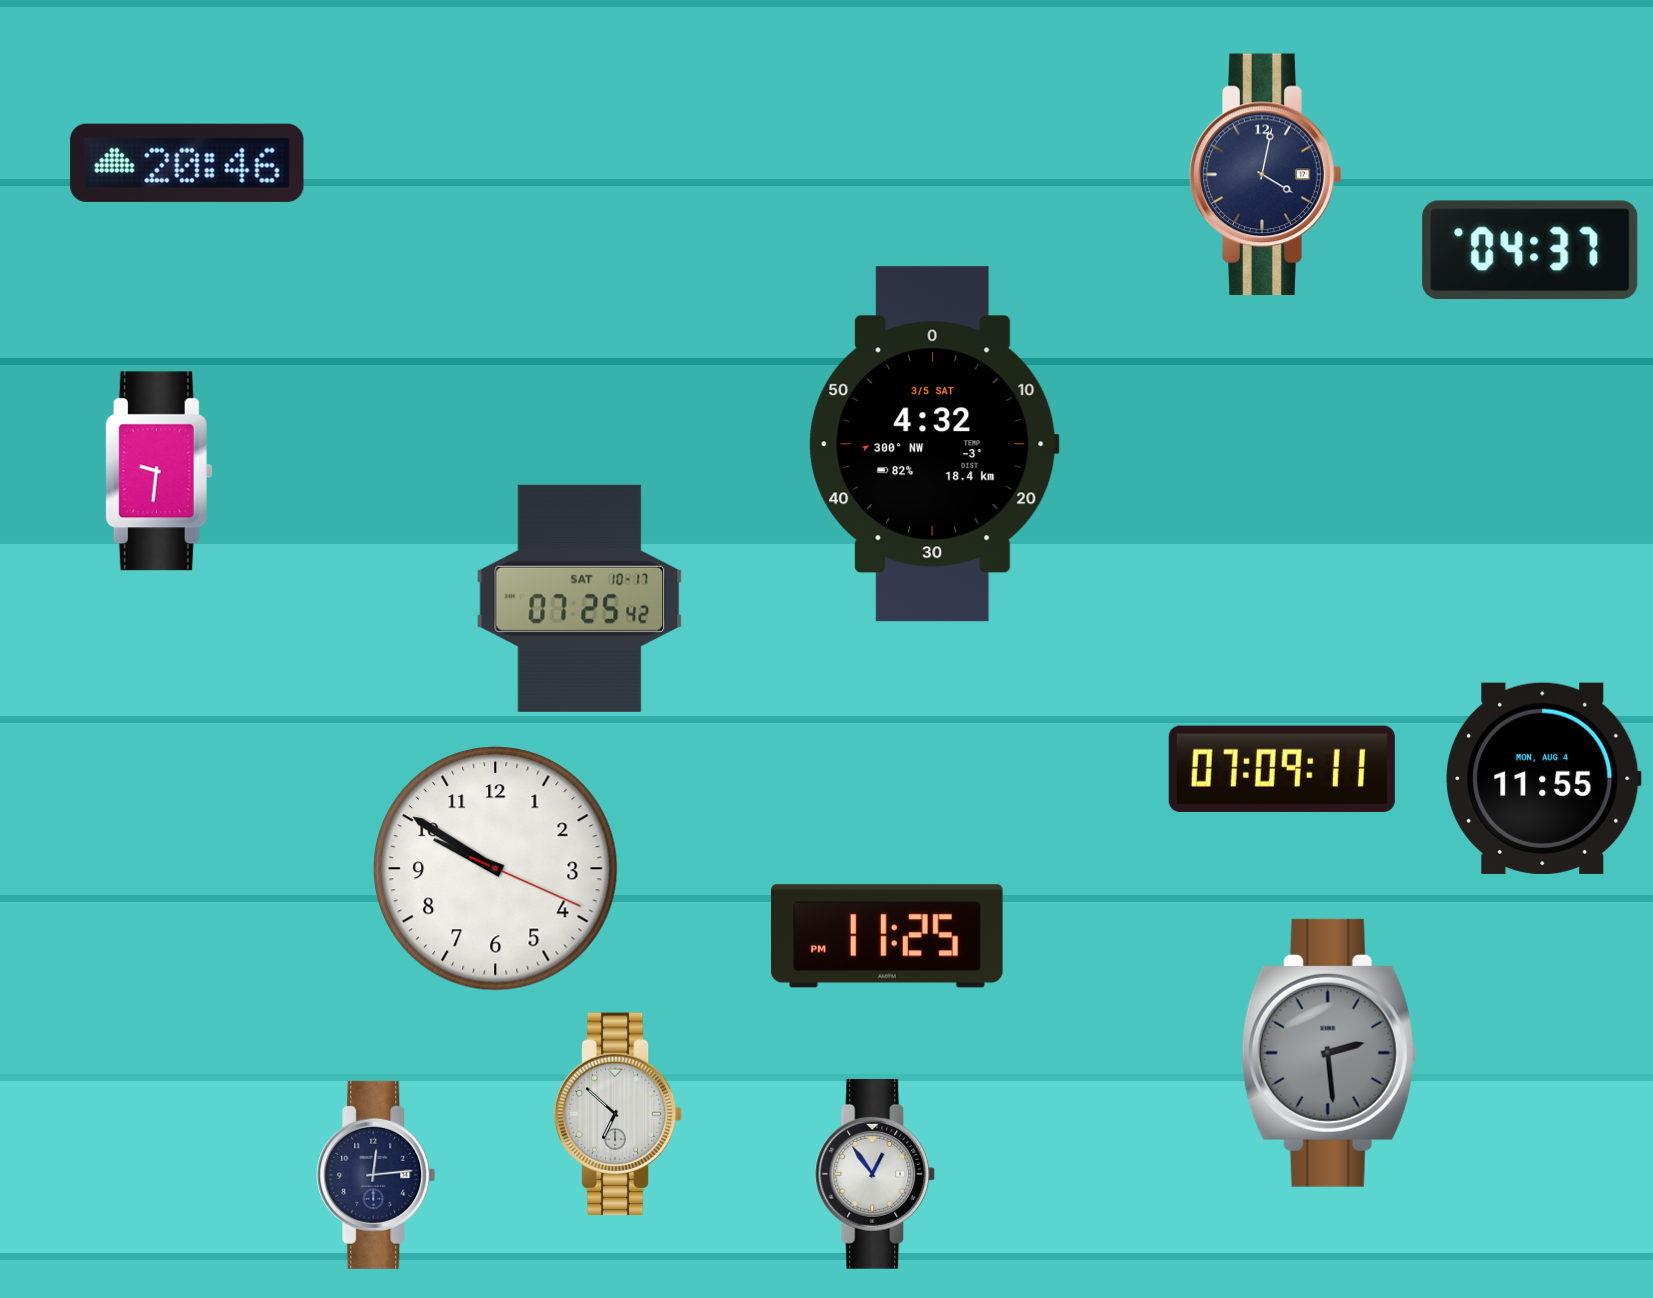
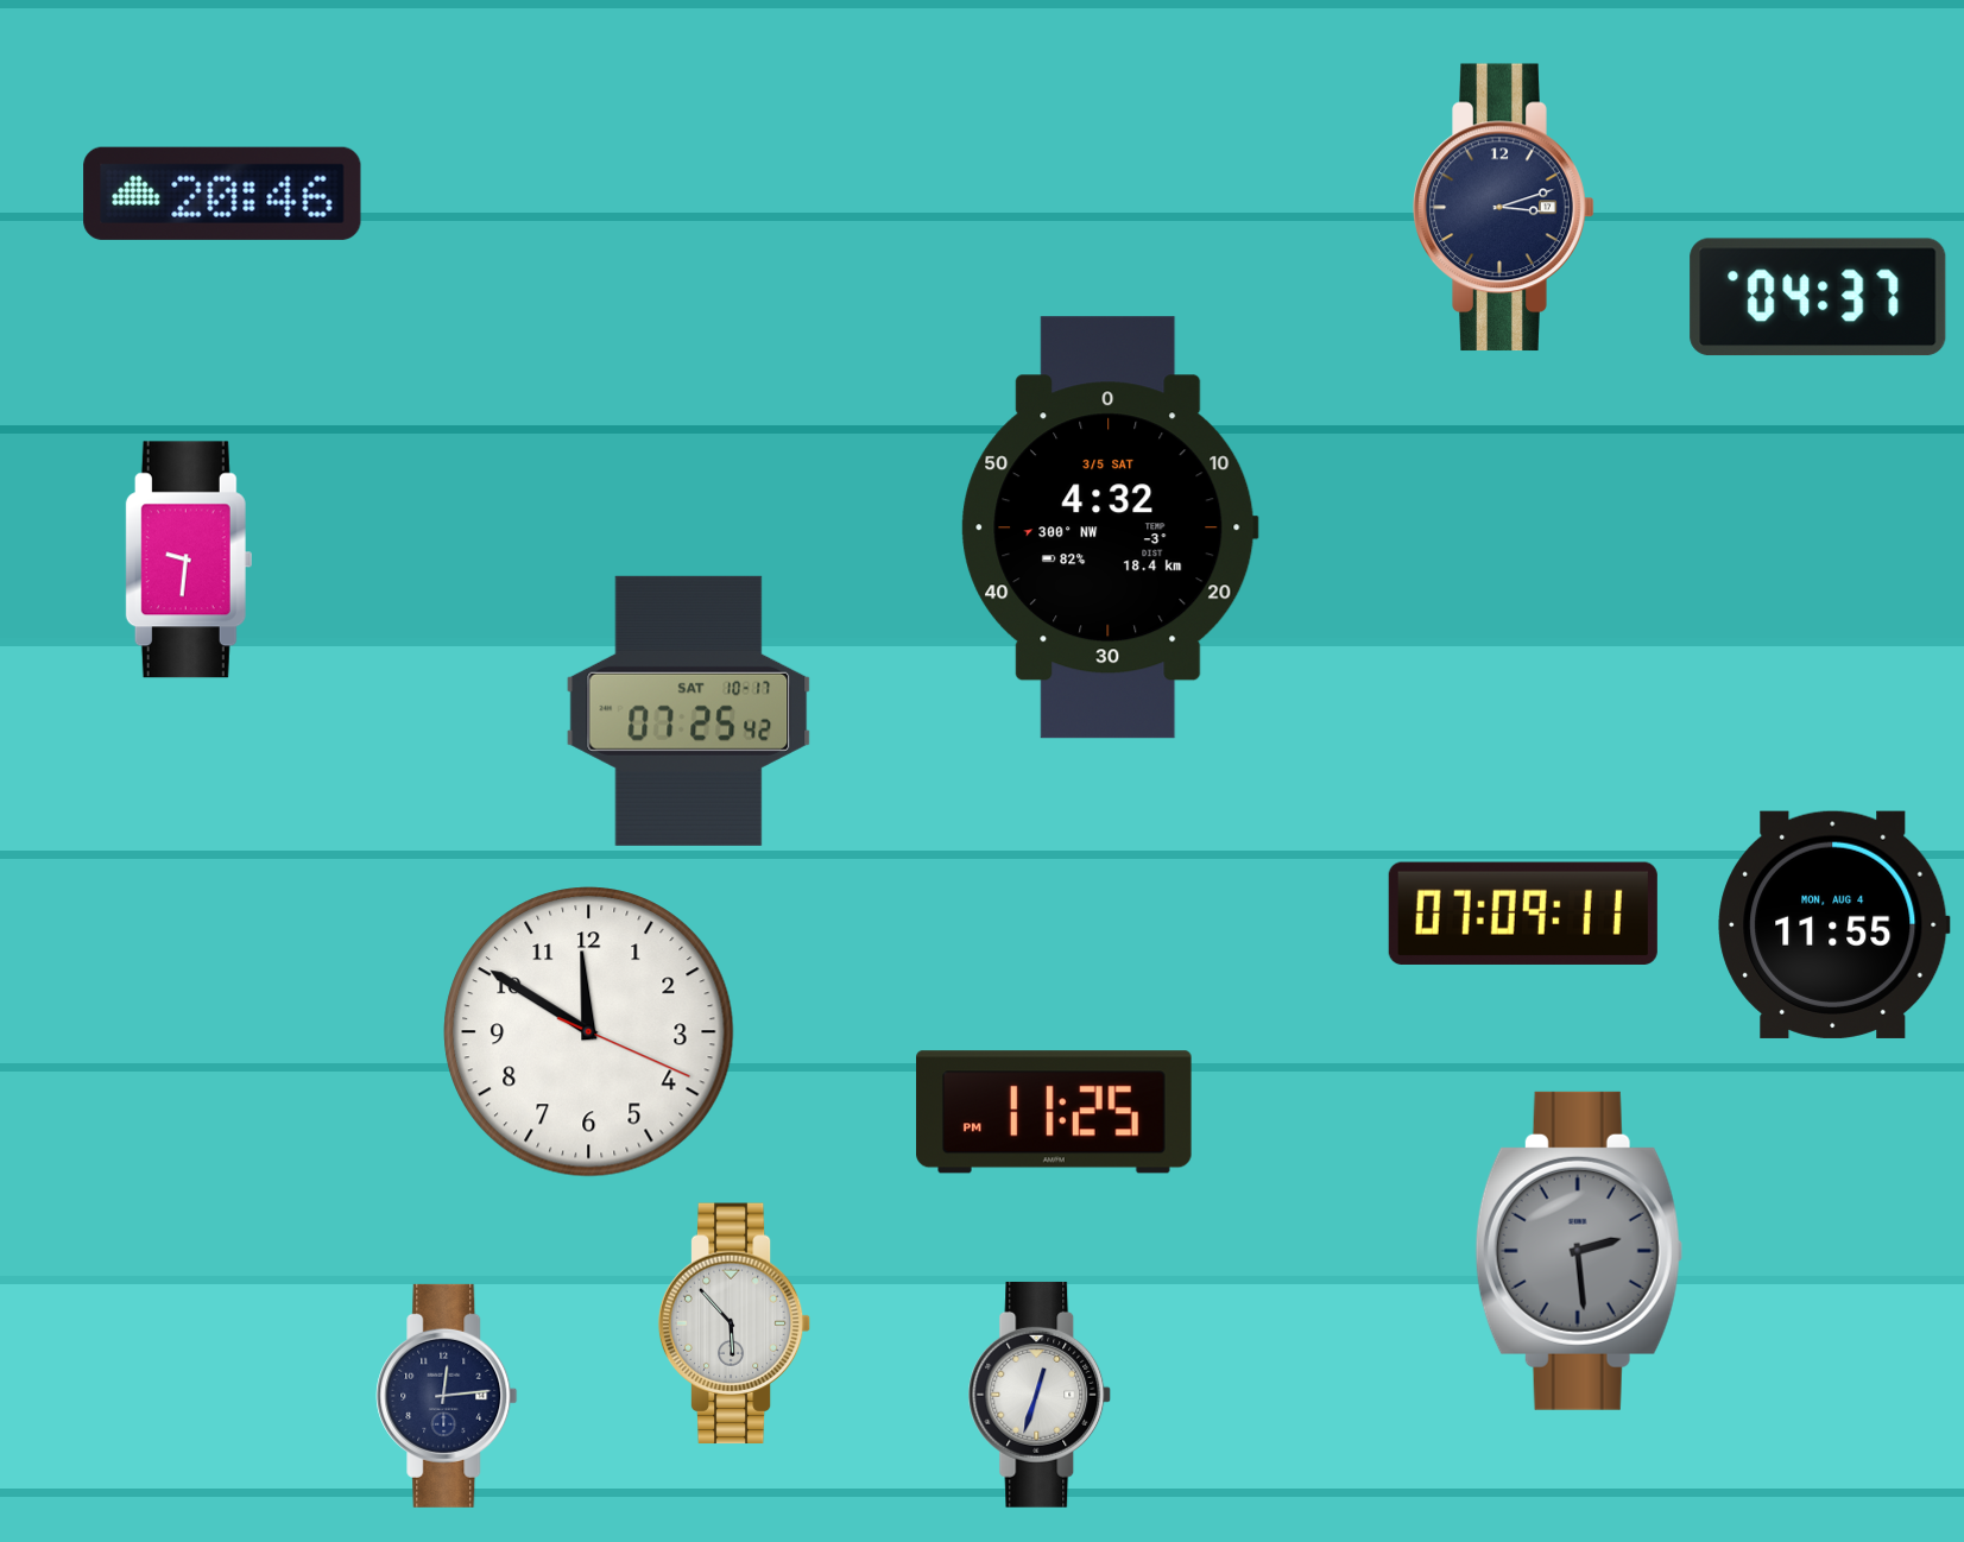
clock at (1266, 175): 4:02 -> 3:12
clock at (496, 869): 9:50 -> 11:50
clock at (618, 1114): 6:52 -> 5:53
clock at (875, 1174): 12:54 -> 12:33
